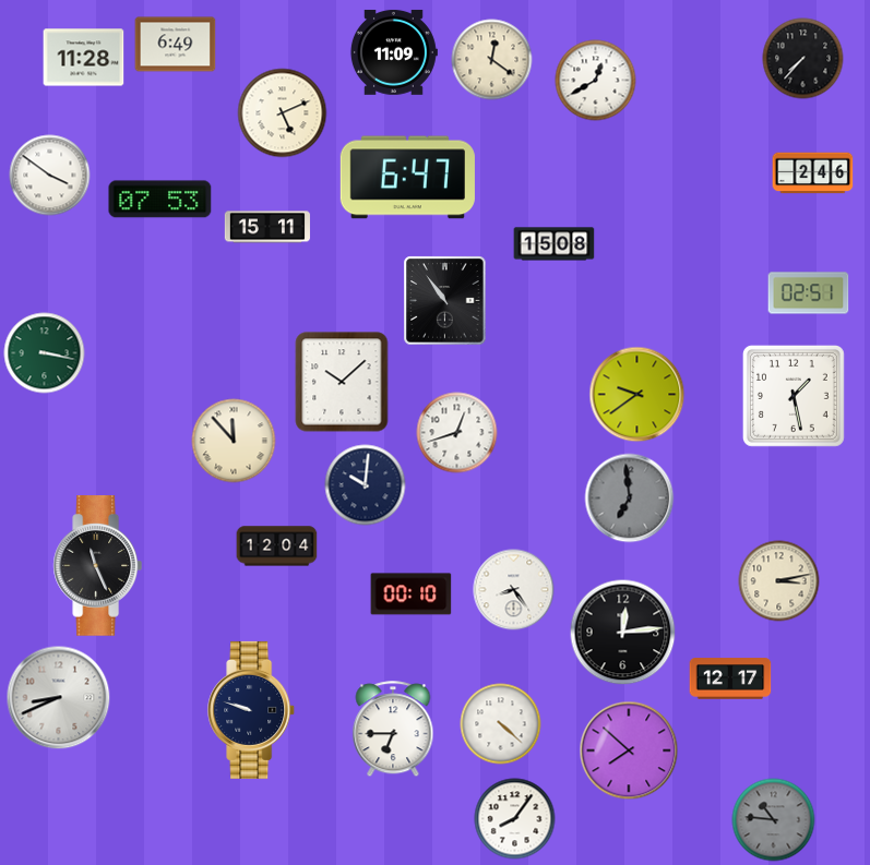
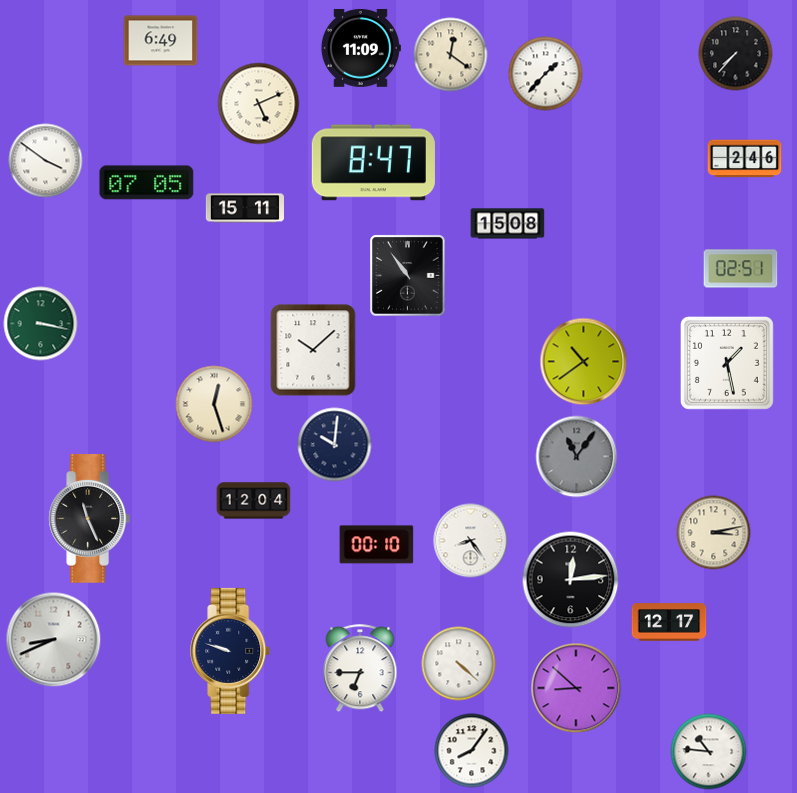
clock at (84, 58): 11:28 -> none
clock at (596, 81): 12:40 -> 1:37
clock at (407, 178): 6:47 -> 8:47
clock at (160, 200): 07:53 -> 07:05
clock at (637, 395): 9:39 -> 10:39
clock at (457, 433): 12:42 -> none
clock at (234, 441): 11:53 -> 12:27
clock at (630, 498): 6:59 -> 11:06
clock at (629, 750): 7:52 -> 8:52
clock at (774, 820) dial: grey -> white
